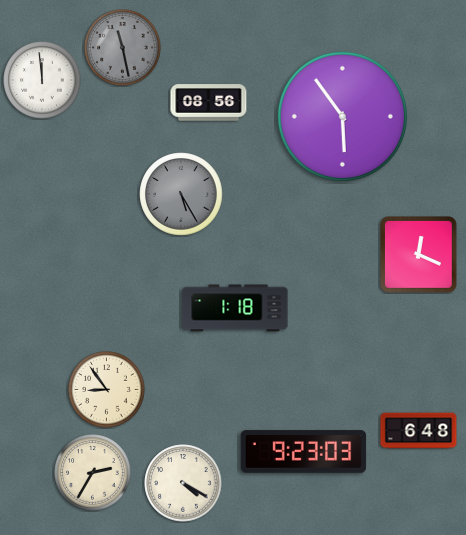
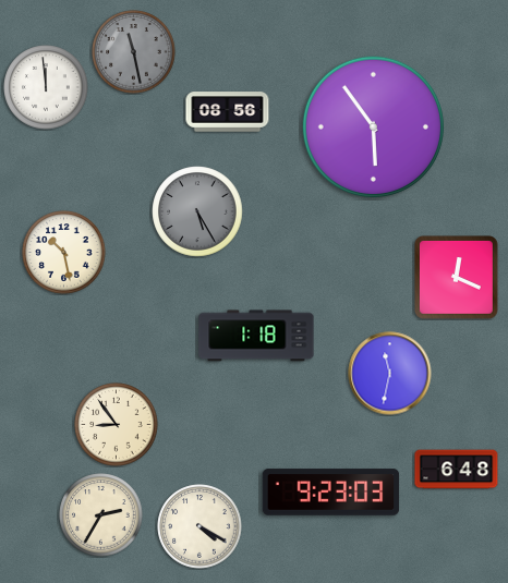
clock at (64, 253): none -> 10:28
clock at (390, 374): none -> 11:32
